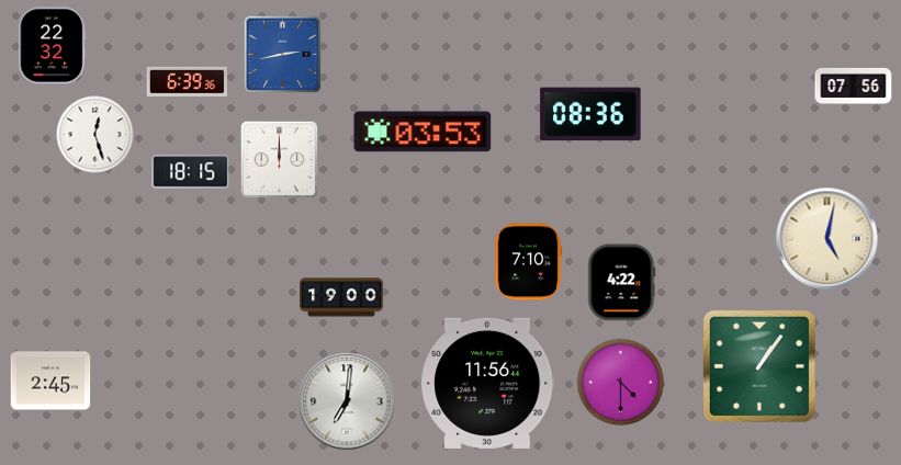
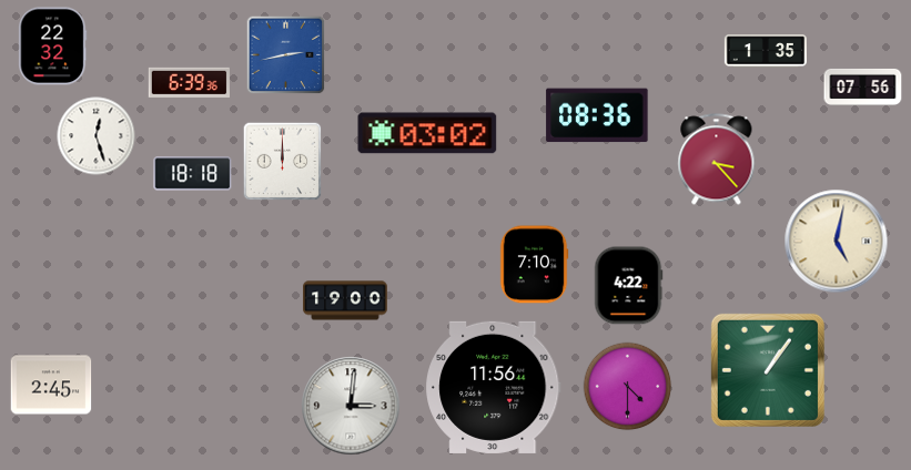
clock at (766, 51): none -> 1:35
clock at (423, 132): 03:53 -> 03:02
clock at (717, 160): none -> 3:23
clock at (191, 172): 18:15 -> 18:18
clock at (347, 401): 7:01 -> 3:01
